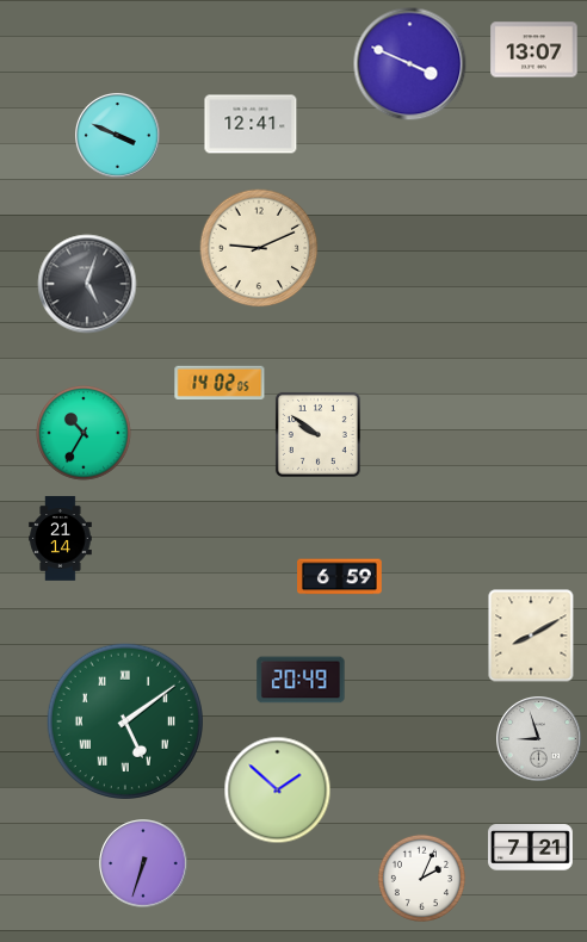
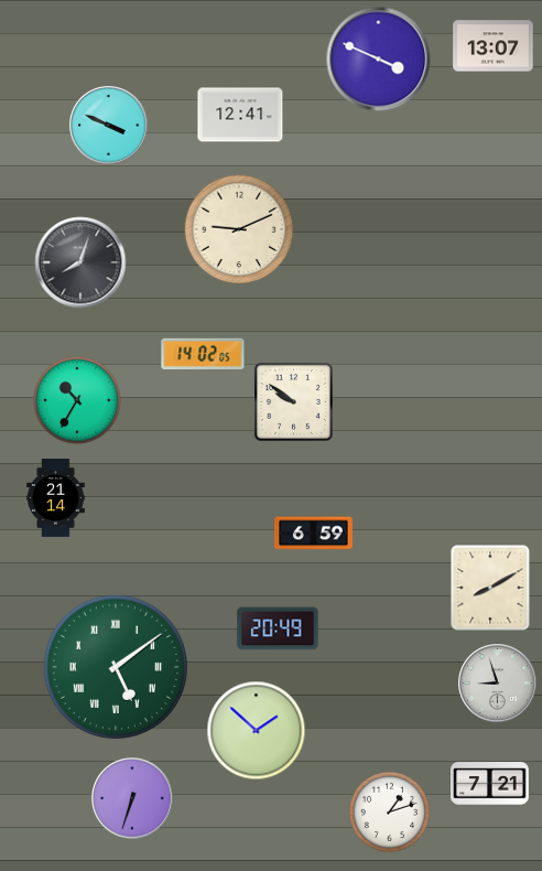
clock at (251, 124) position: (251, 124) -> (240, 115)
clock at (87, 284): 5:03 -> 8:03
clock at (421, 878): 2:04 -> 1:12
